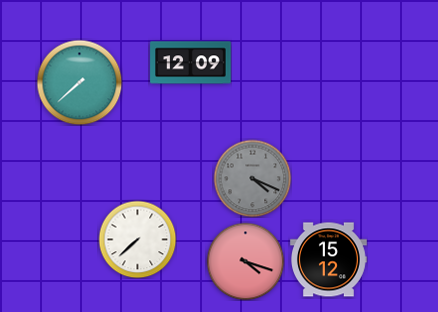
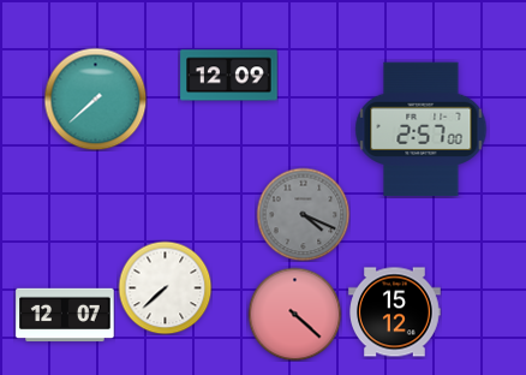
clock at (422, 130): none -> 2:57
clock at (245, 261): 4:18 -> 4:22
clock at (65, 315): none -> 12:07
